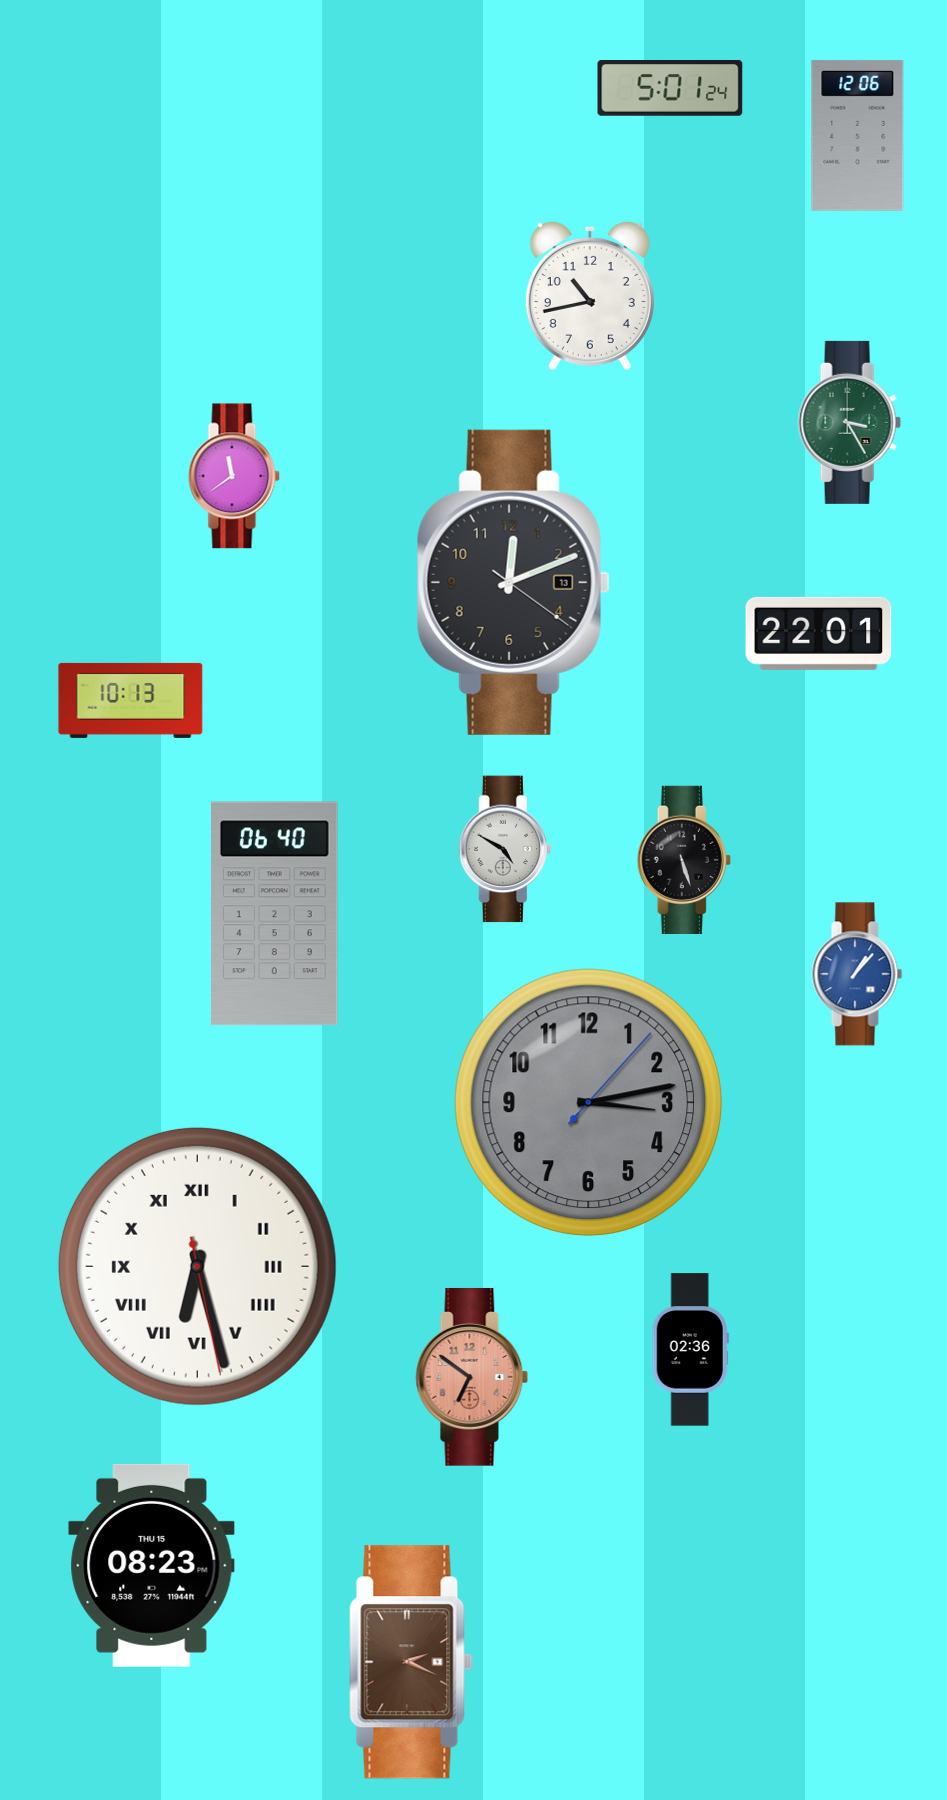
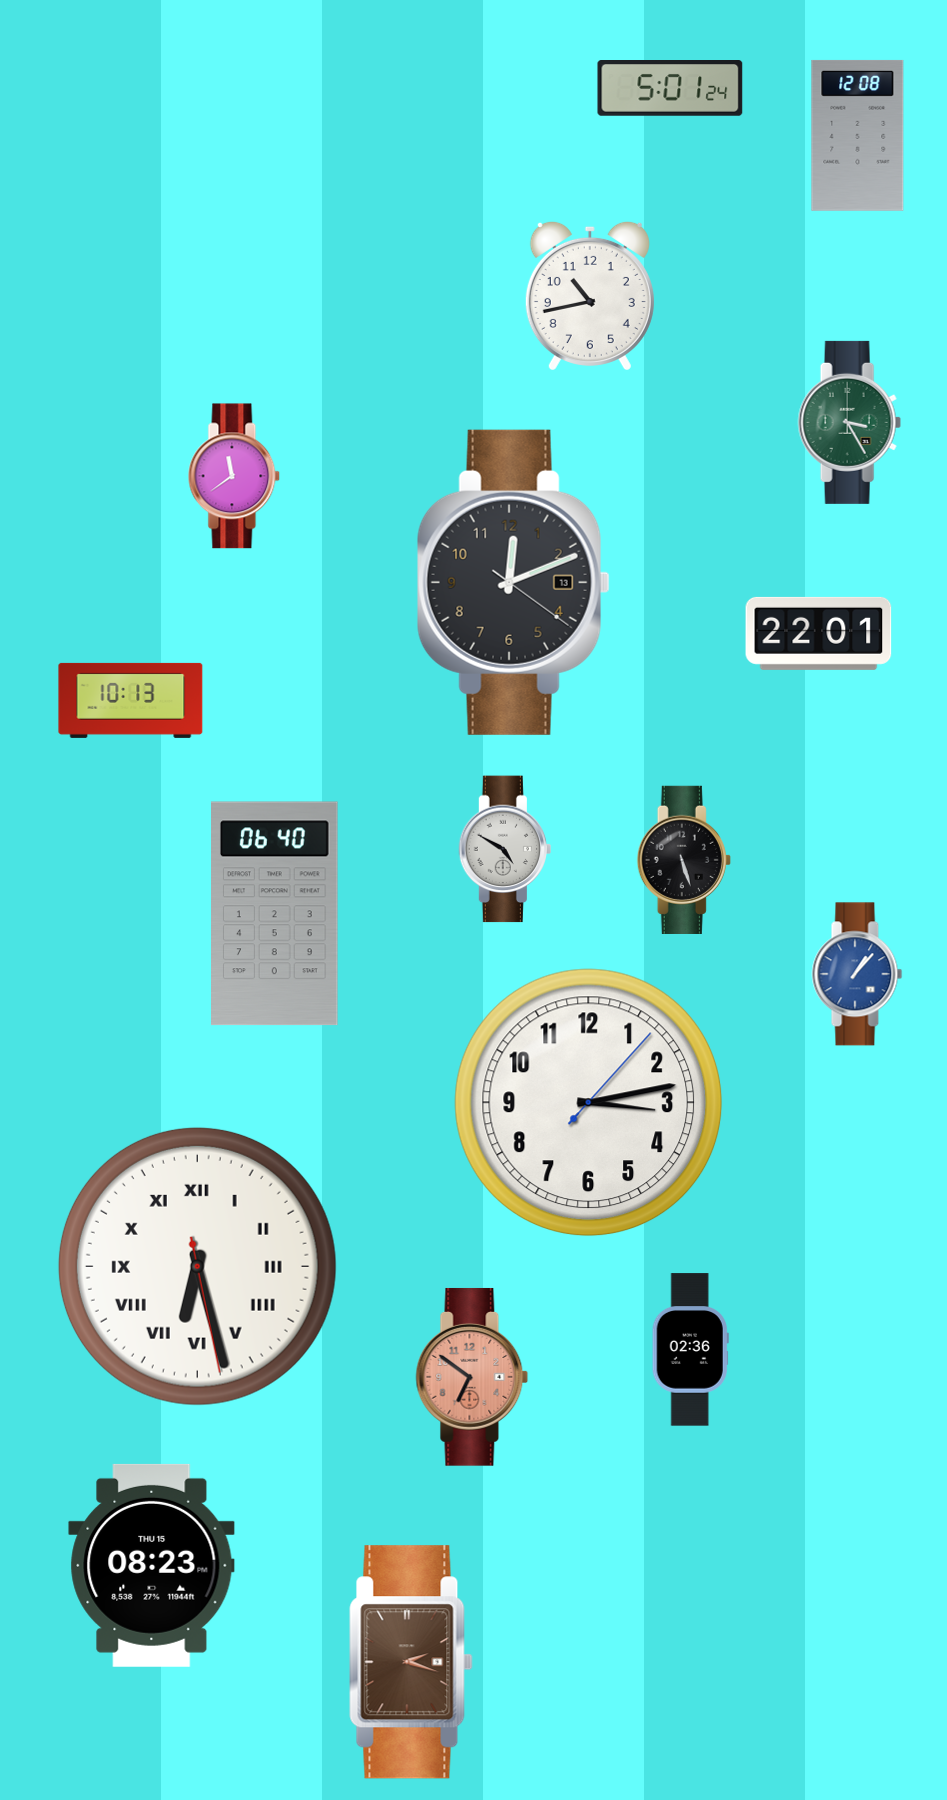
clock at (858, 135): 12:06 -> 12:08
clock at (589, 1103) dial: grey -> white
clock at (411, 1662): 2:19 -> 2:18
